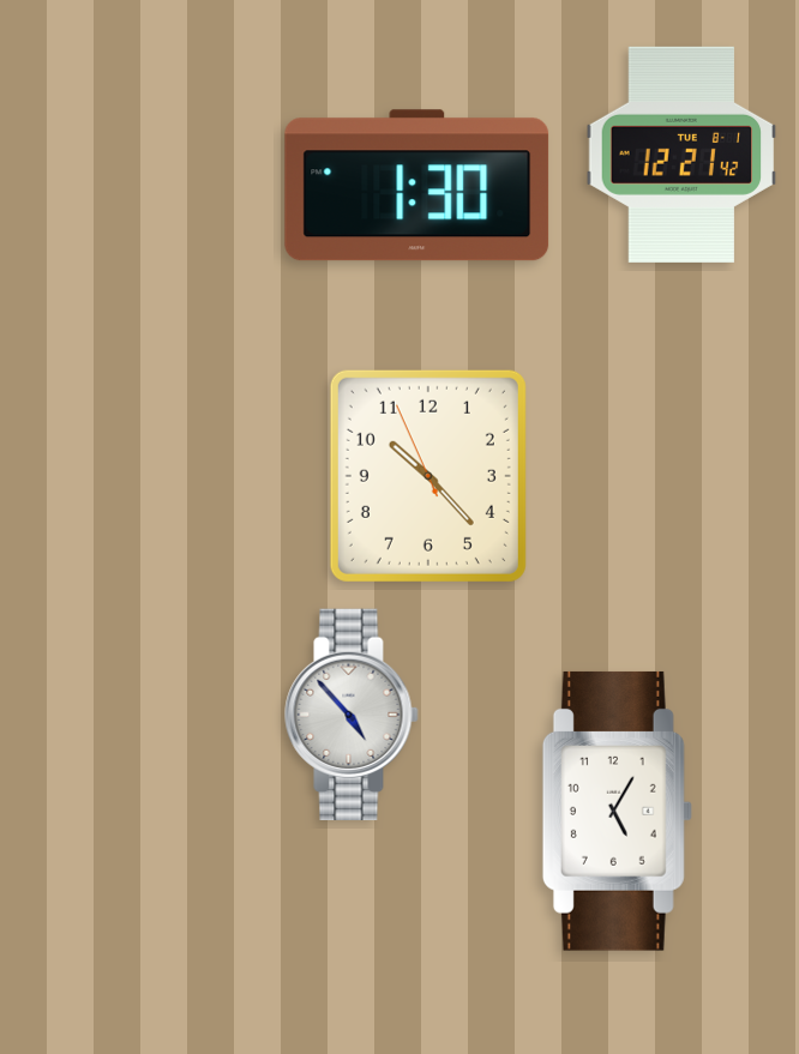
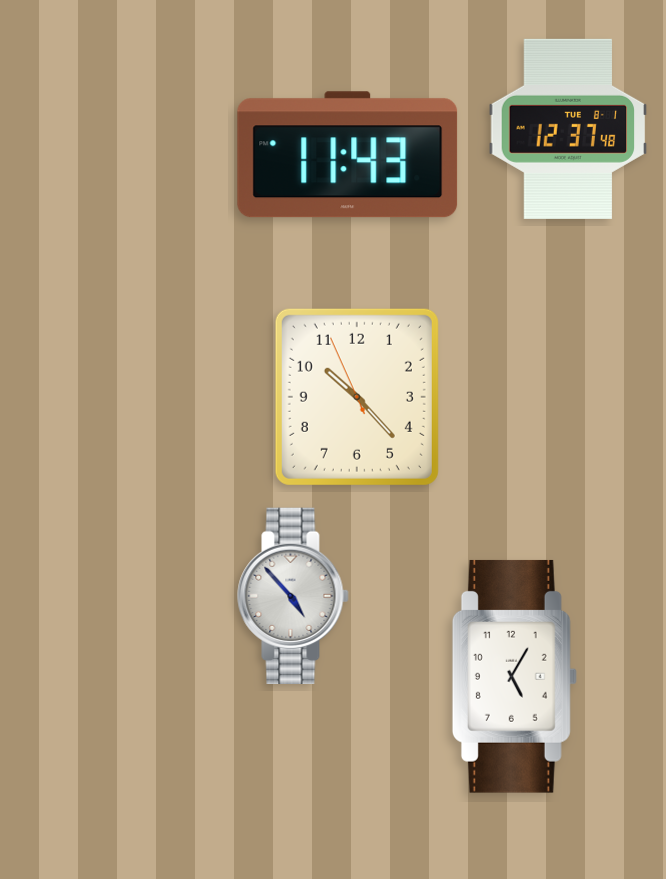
clock at (681, 155): 12:21 -> 12:37
clock at (417, 186): 1:30 -> 11:43
